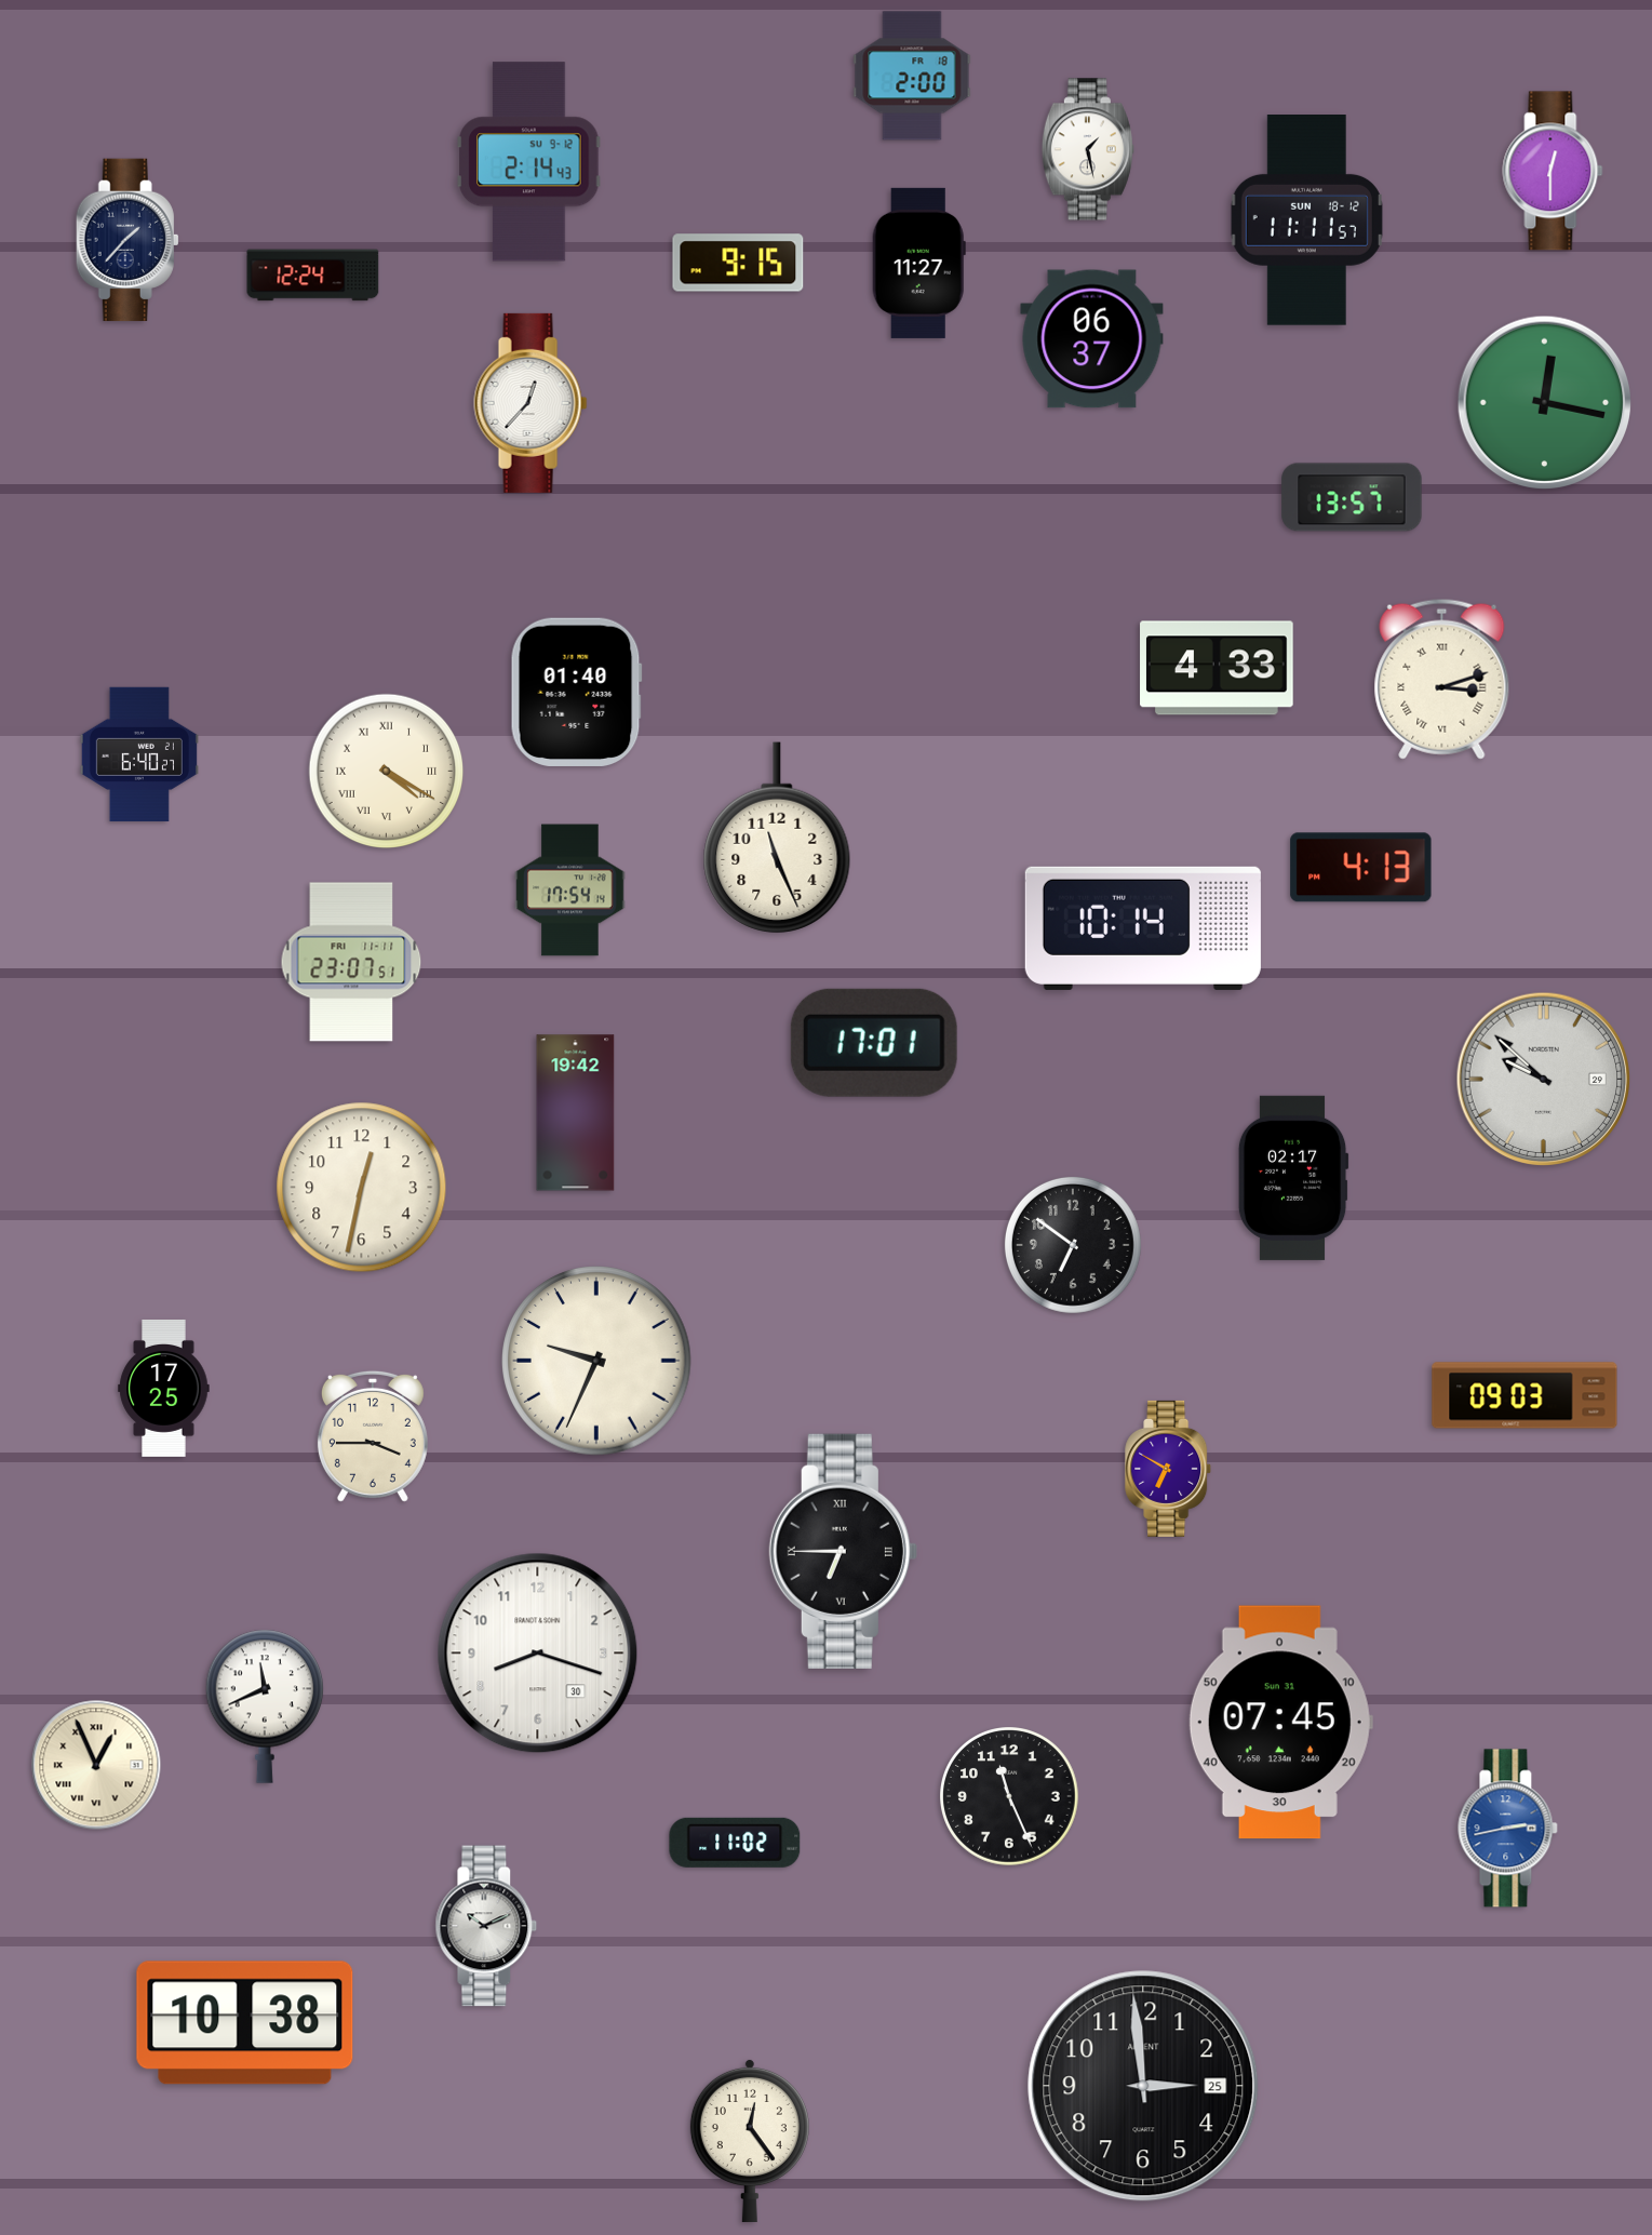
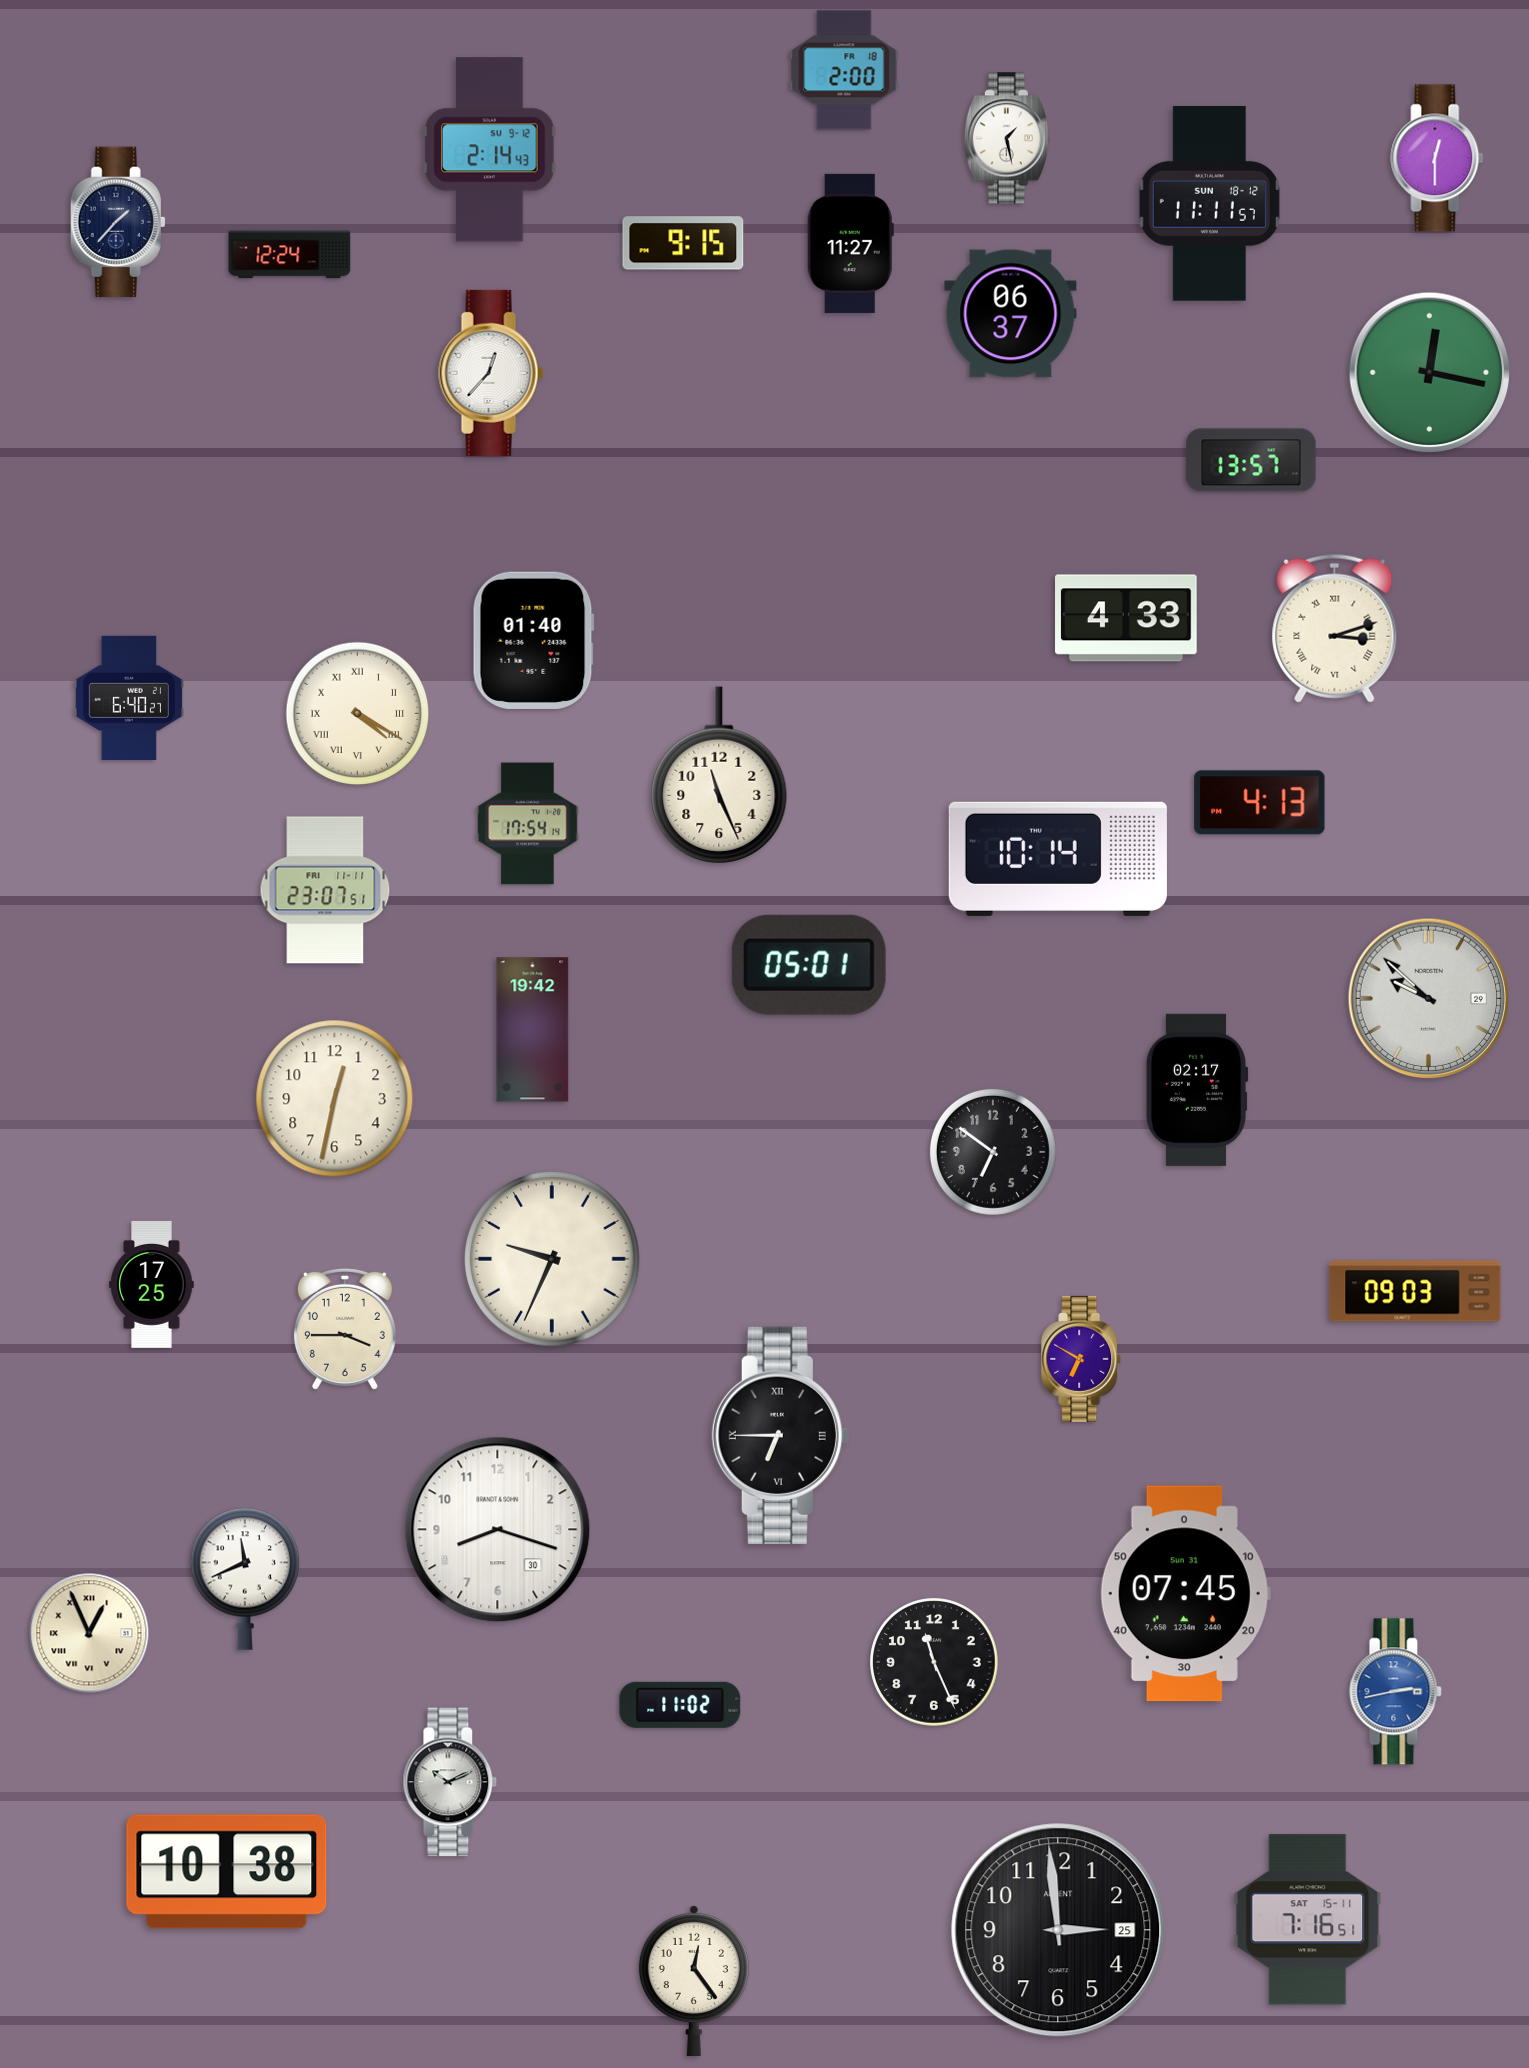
clock at (874, 1043): 17:01 -> 05:01
clock at (1525, 1395) position: (1525, 1395) -> (1415, 1291)
clock at (1308, 1920): none -> 7:16
